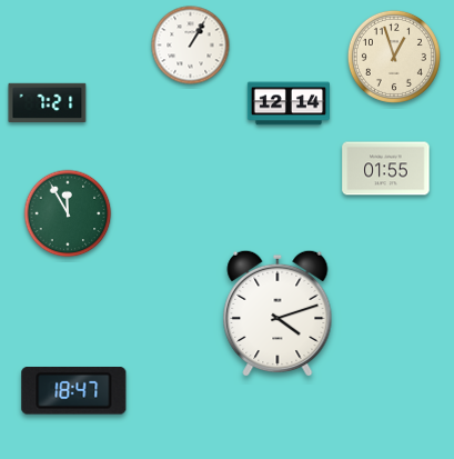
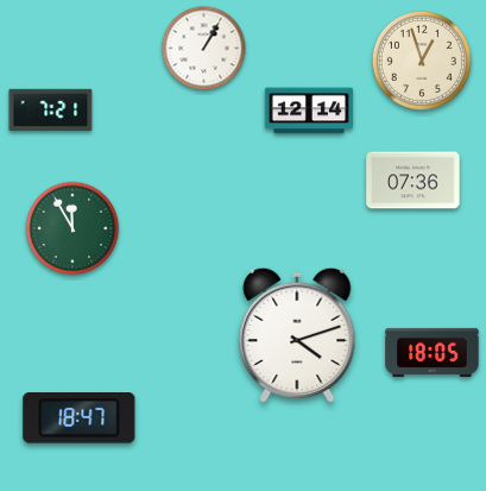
clock at (386, 169): 01:55 -> 07:36
clock at (433, 352): none -> 18:05
